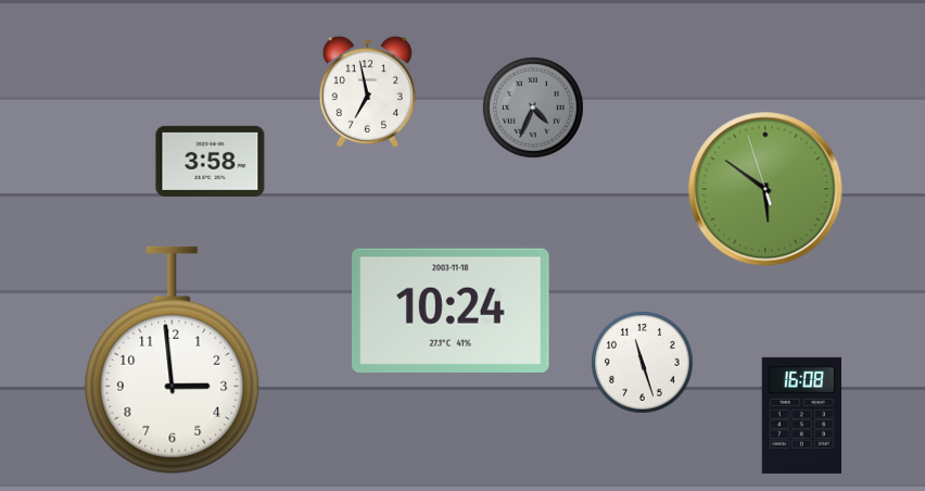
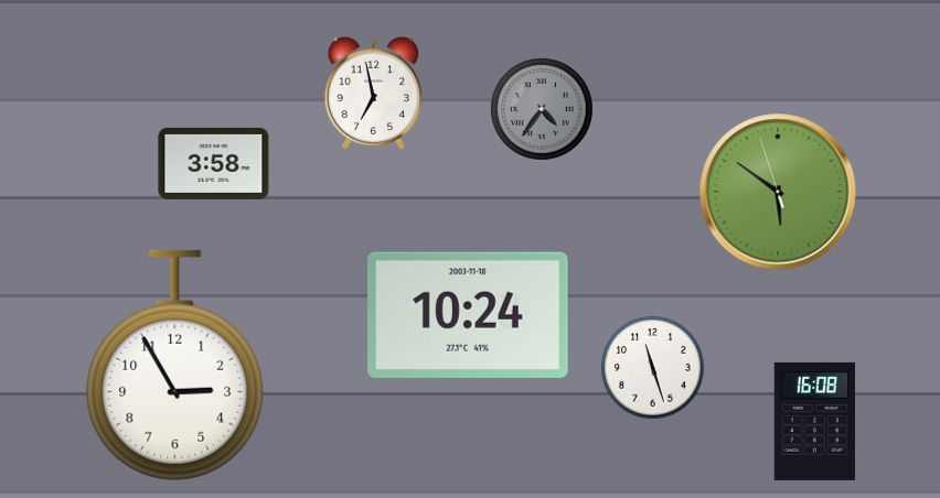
clock at (534, 109): 4:34 -> 4:36
clock at (452, 311) position: (452, 311) -> (469, 315)
clock at (173, 360): 2:59 -> 2:55
